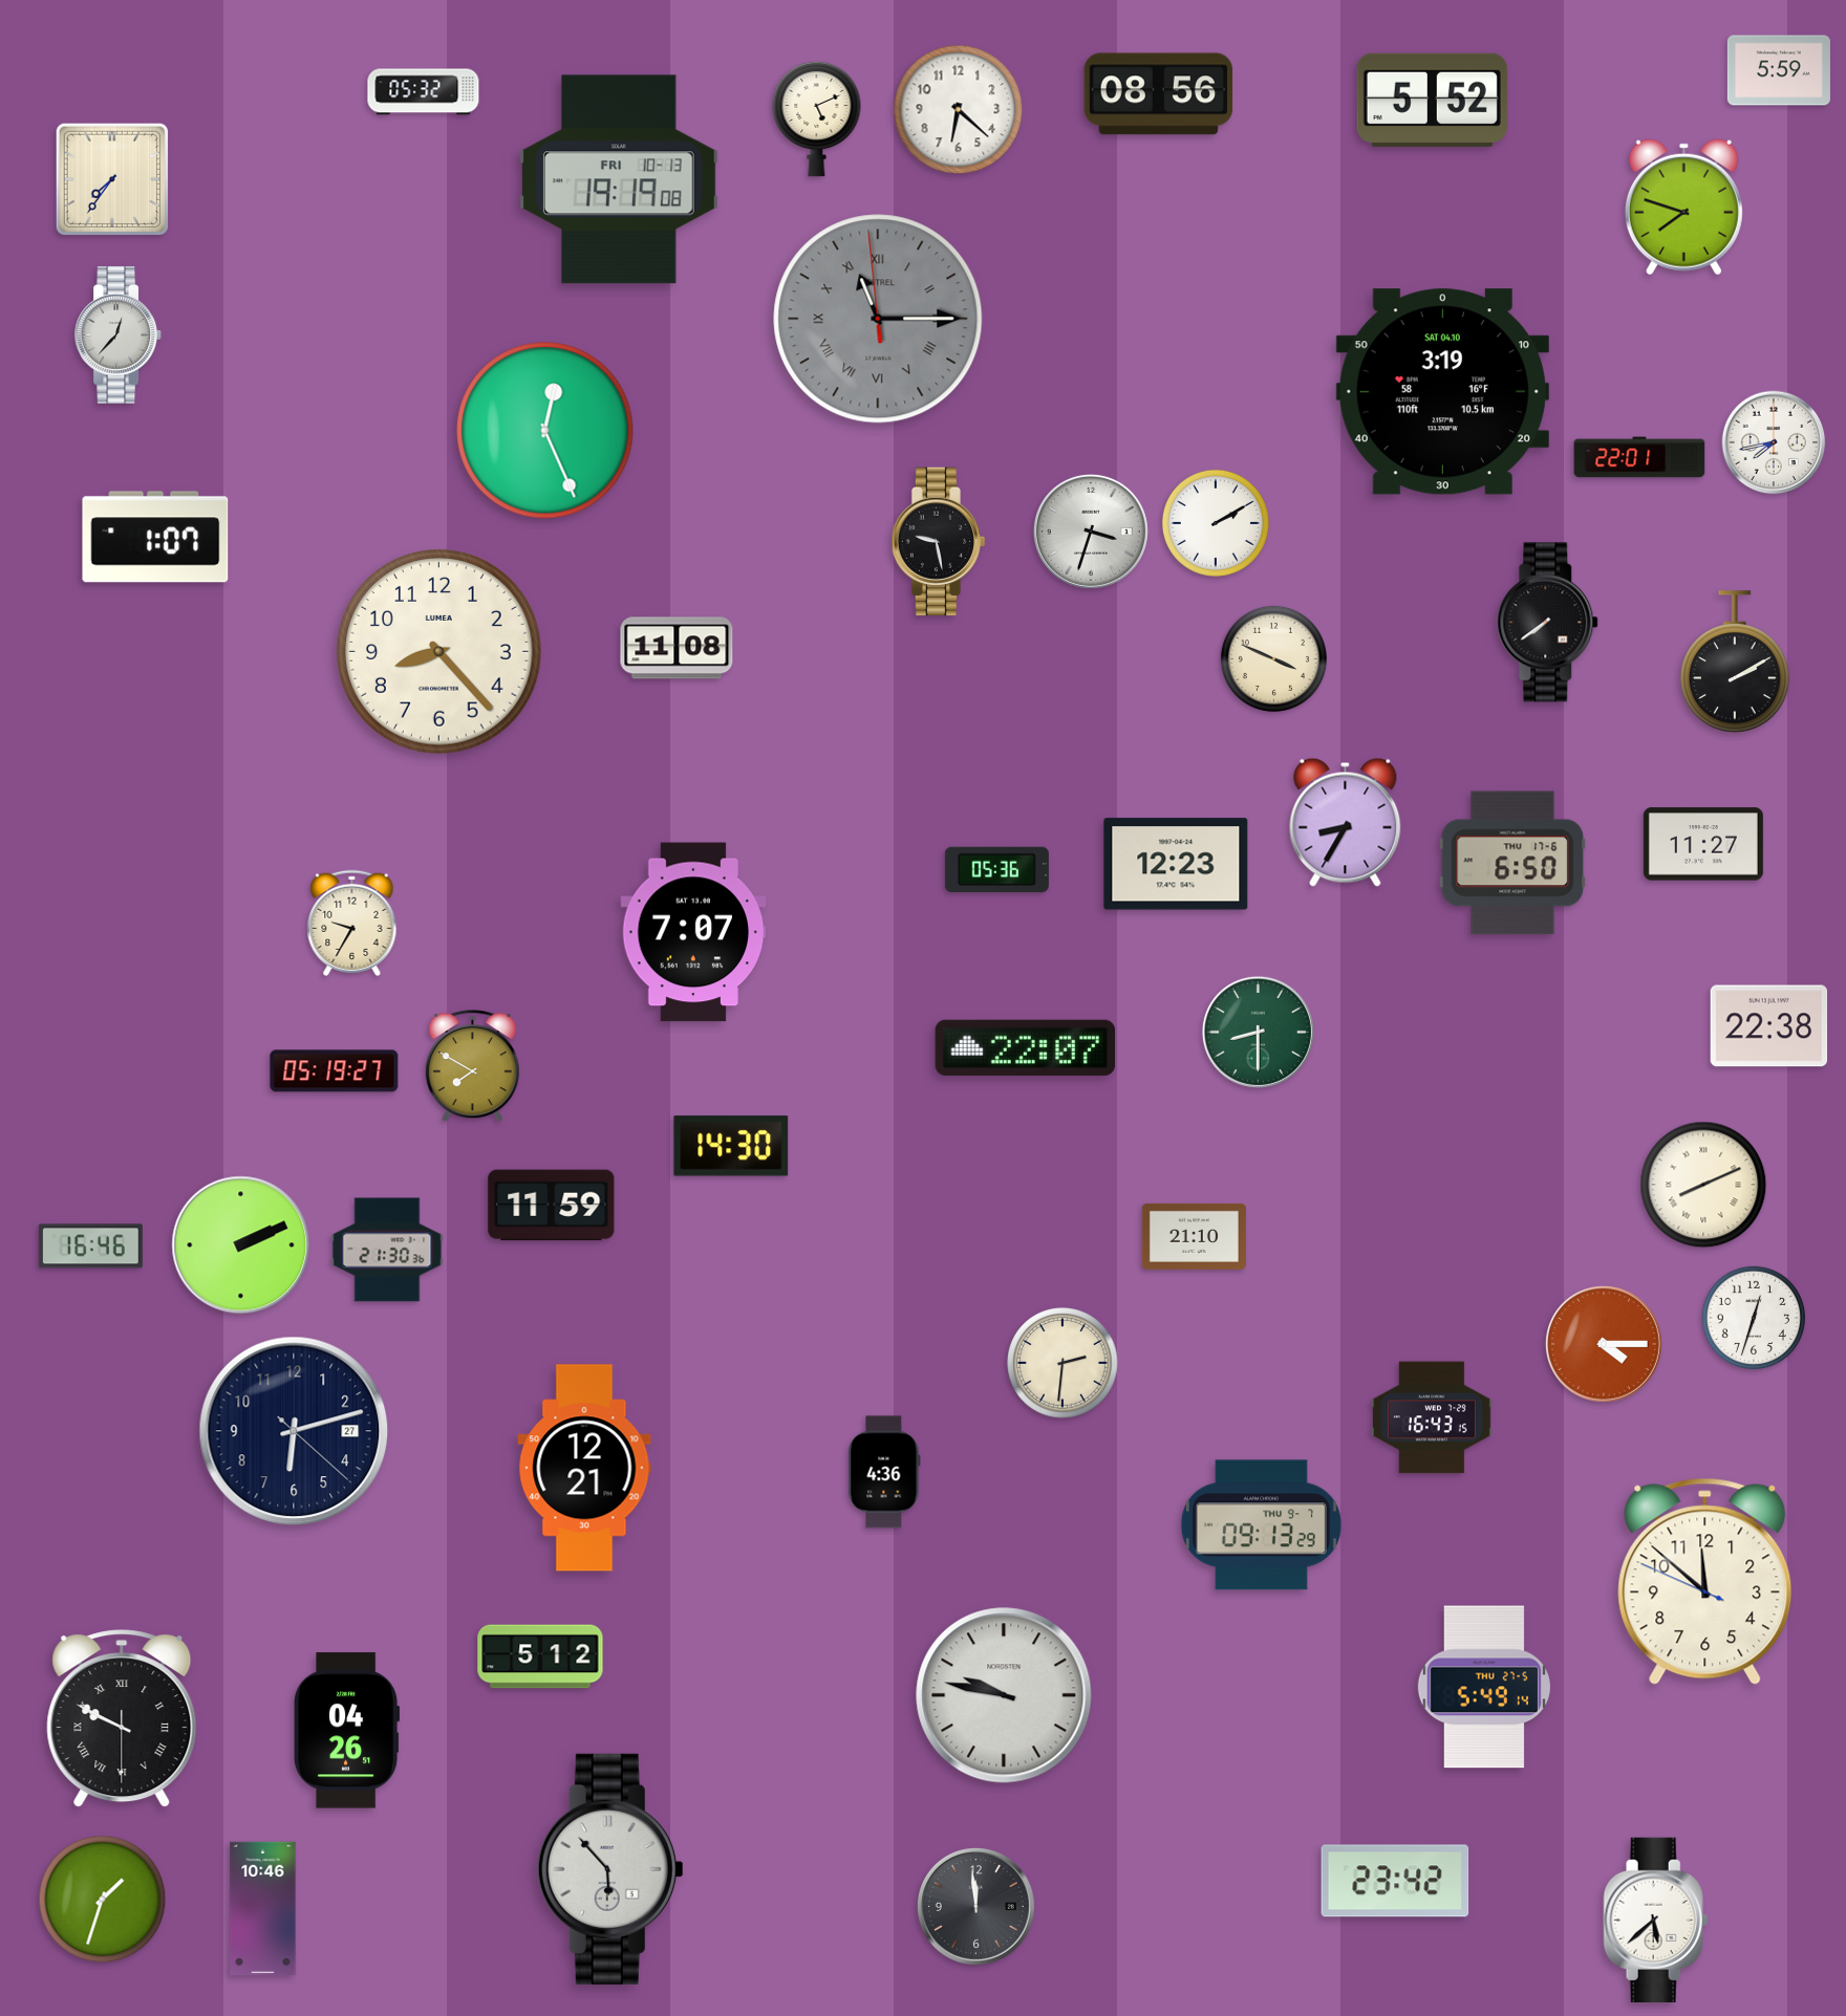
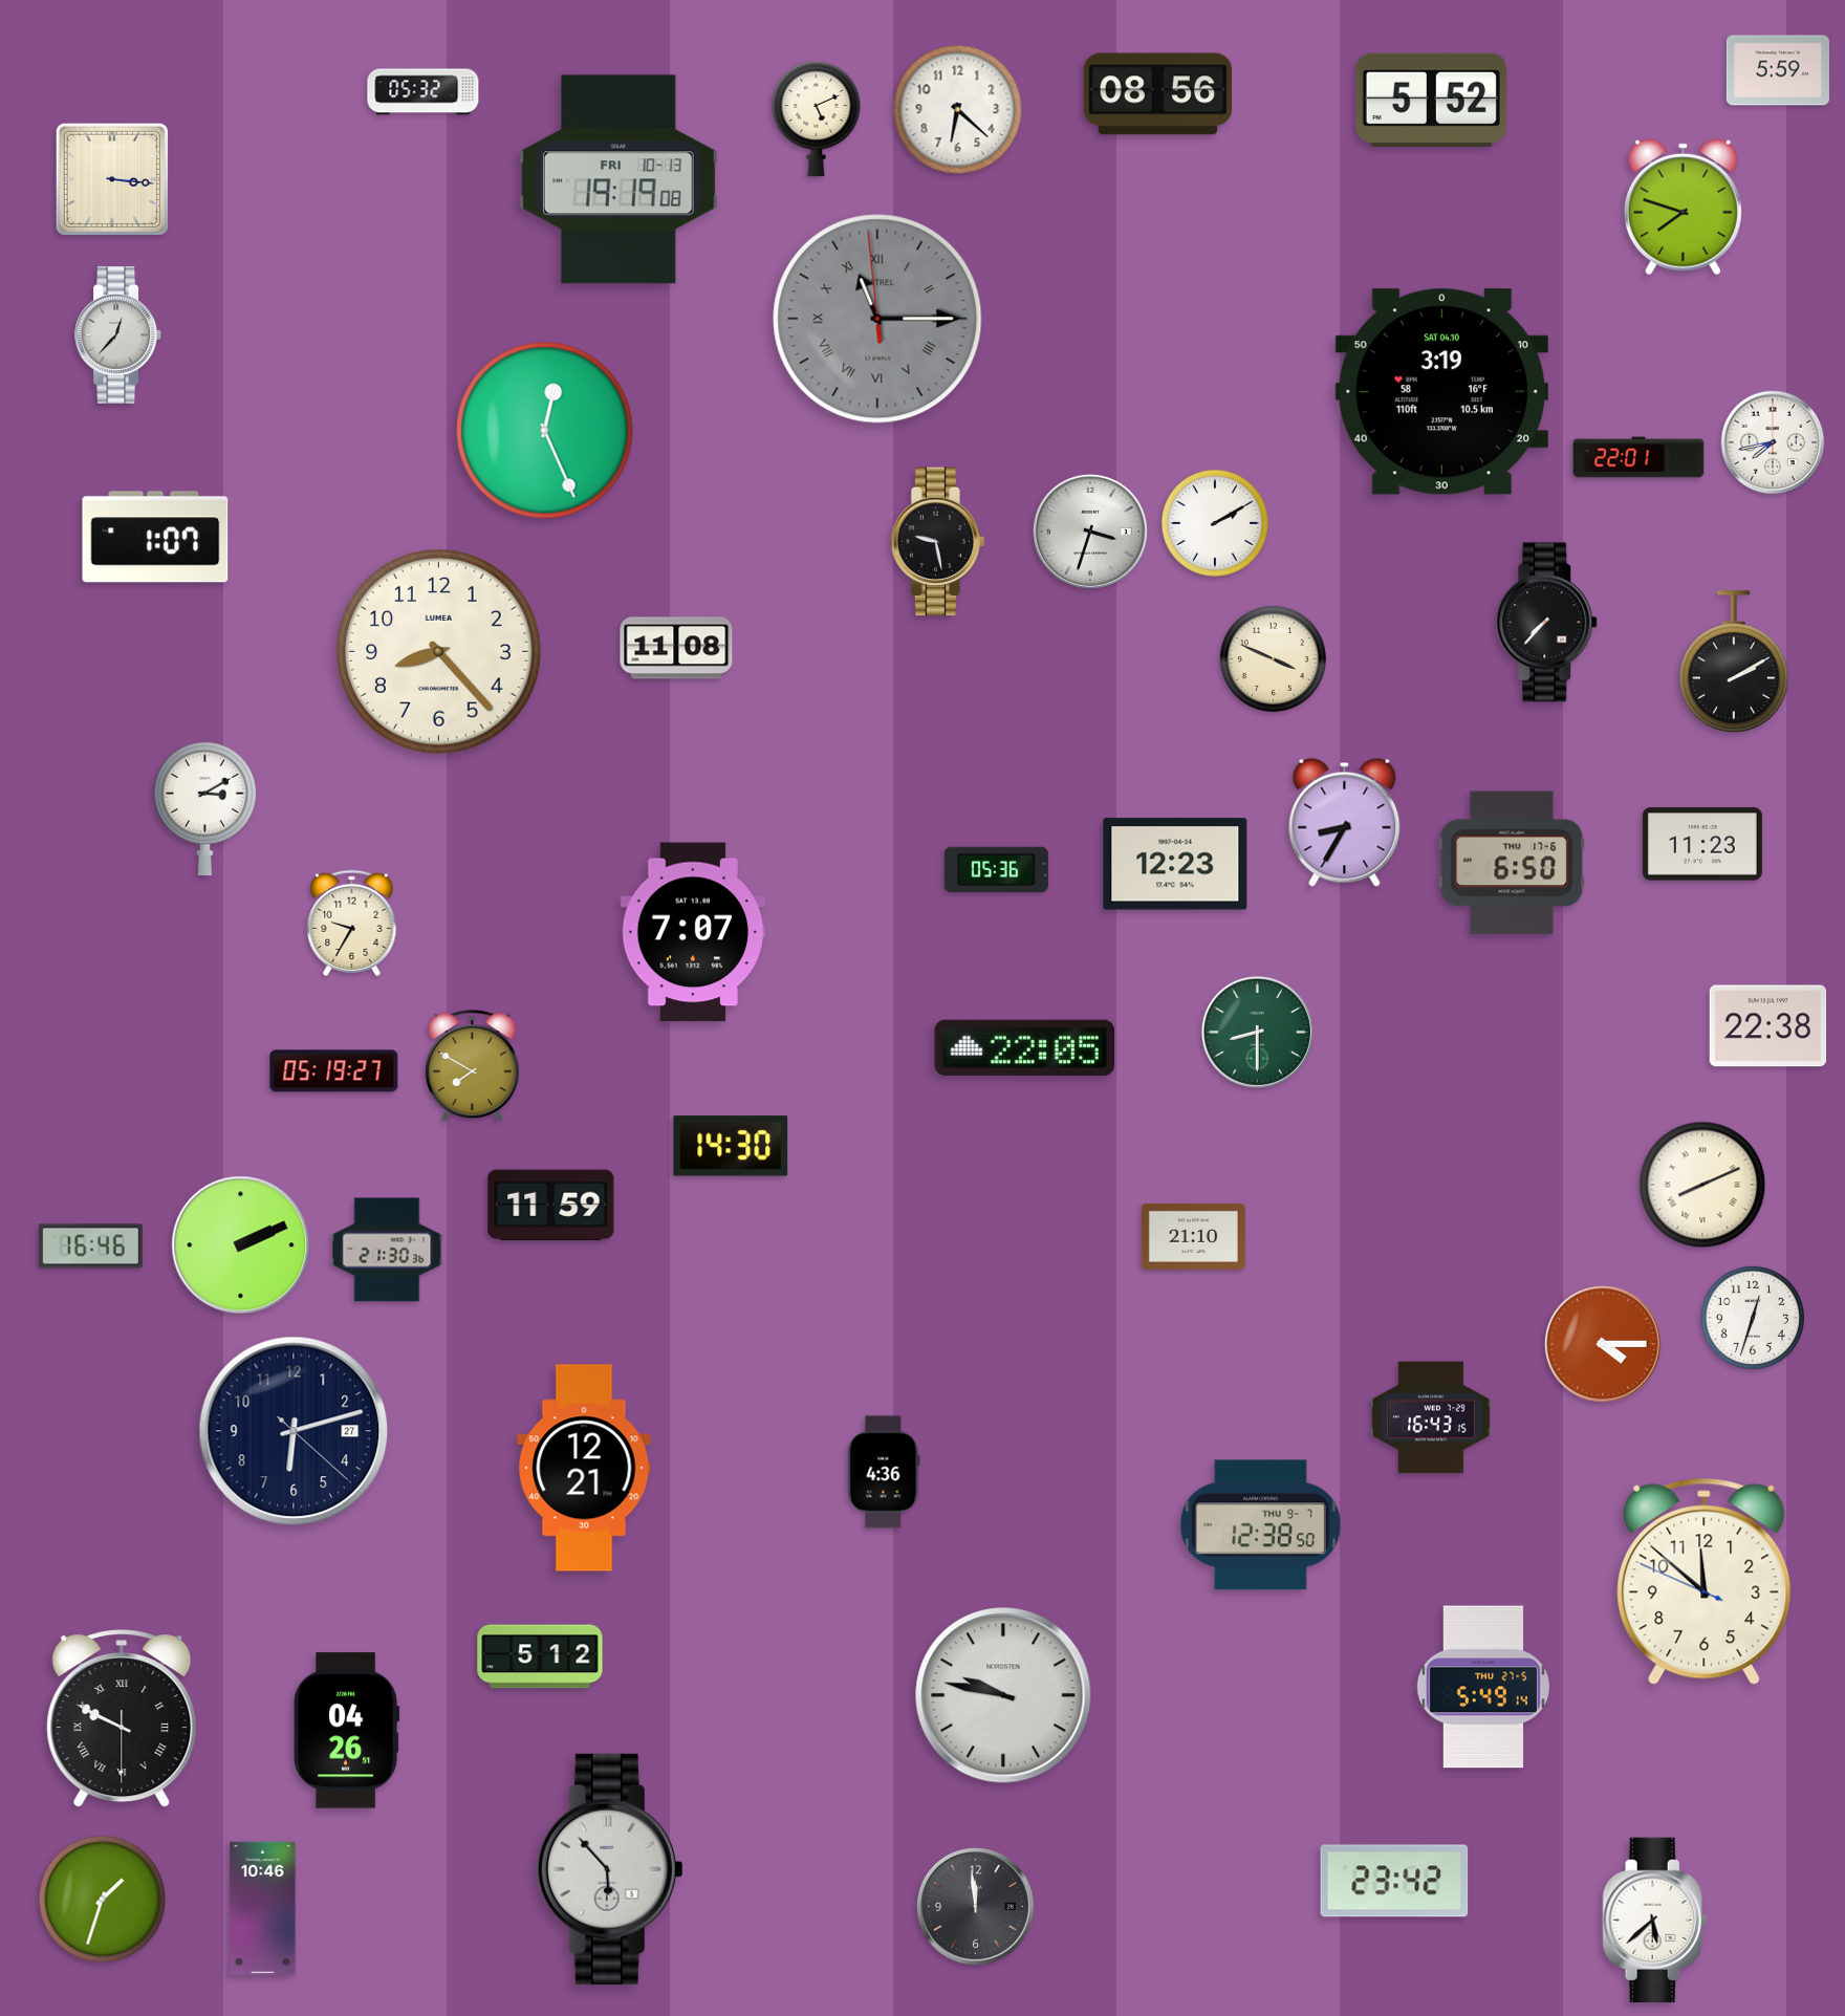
clock at (111, 178): 7:36 -> 3:16
clock at (1548, 623): 7:39 -> 7:37
clock at (204, 807): none -> 3:10
clock at (1703, 844): 11:27 -> 11:23
clock at (1026, 1047): 22:07 -> 22:05
clock at (1062, 1363): 2:31 -> none
clock at (1261, 1525): 09:13 -> 12:38
